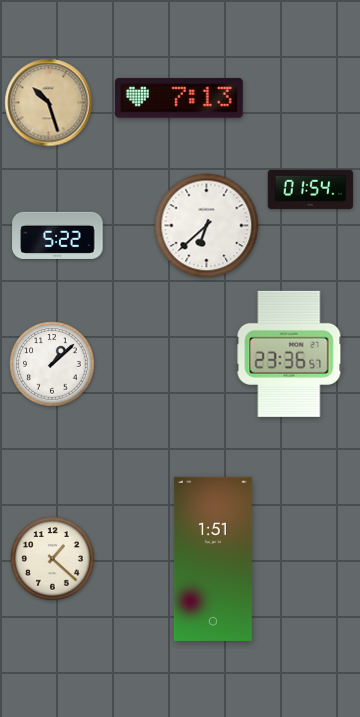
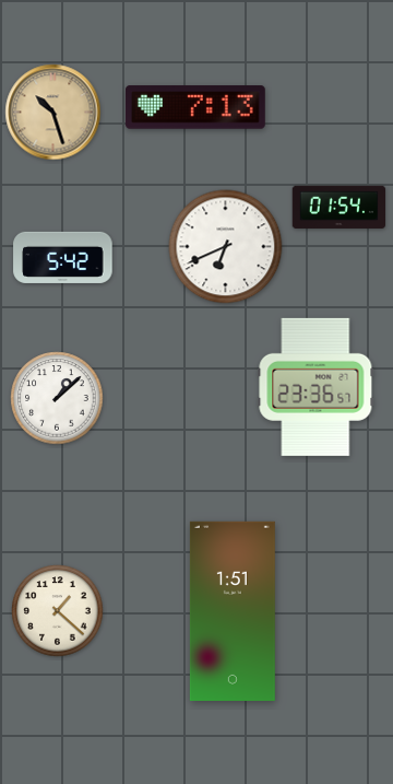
clock at (207, 226): 6:38 -> 6:41
clock at (58, 235): 5:22 -> 5:42
